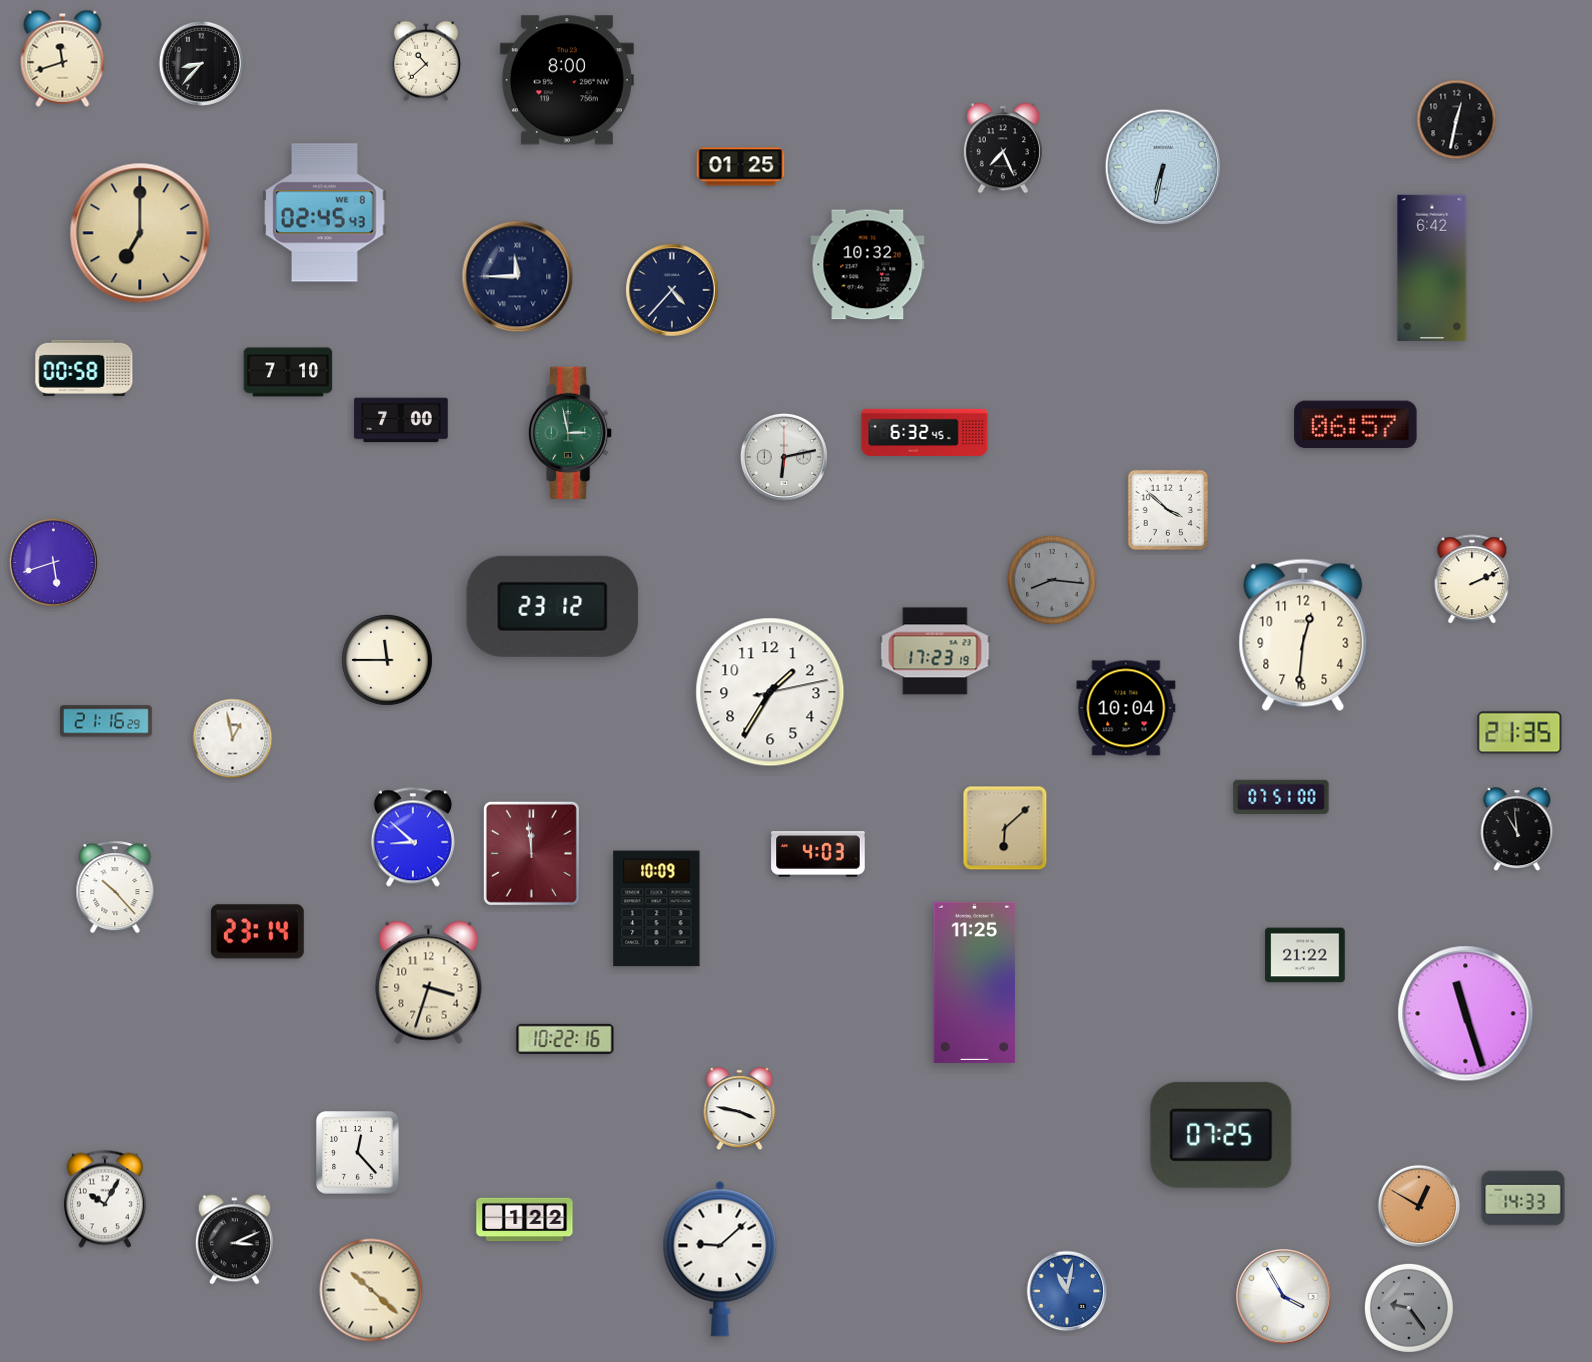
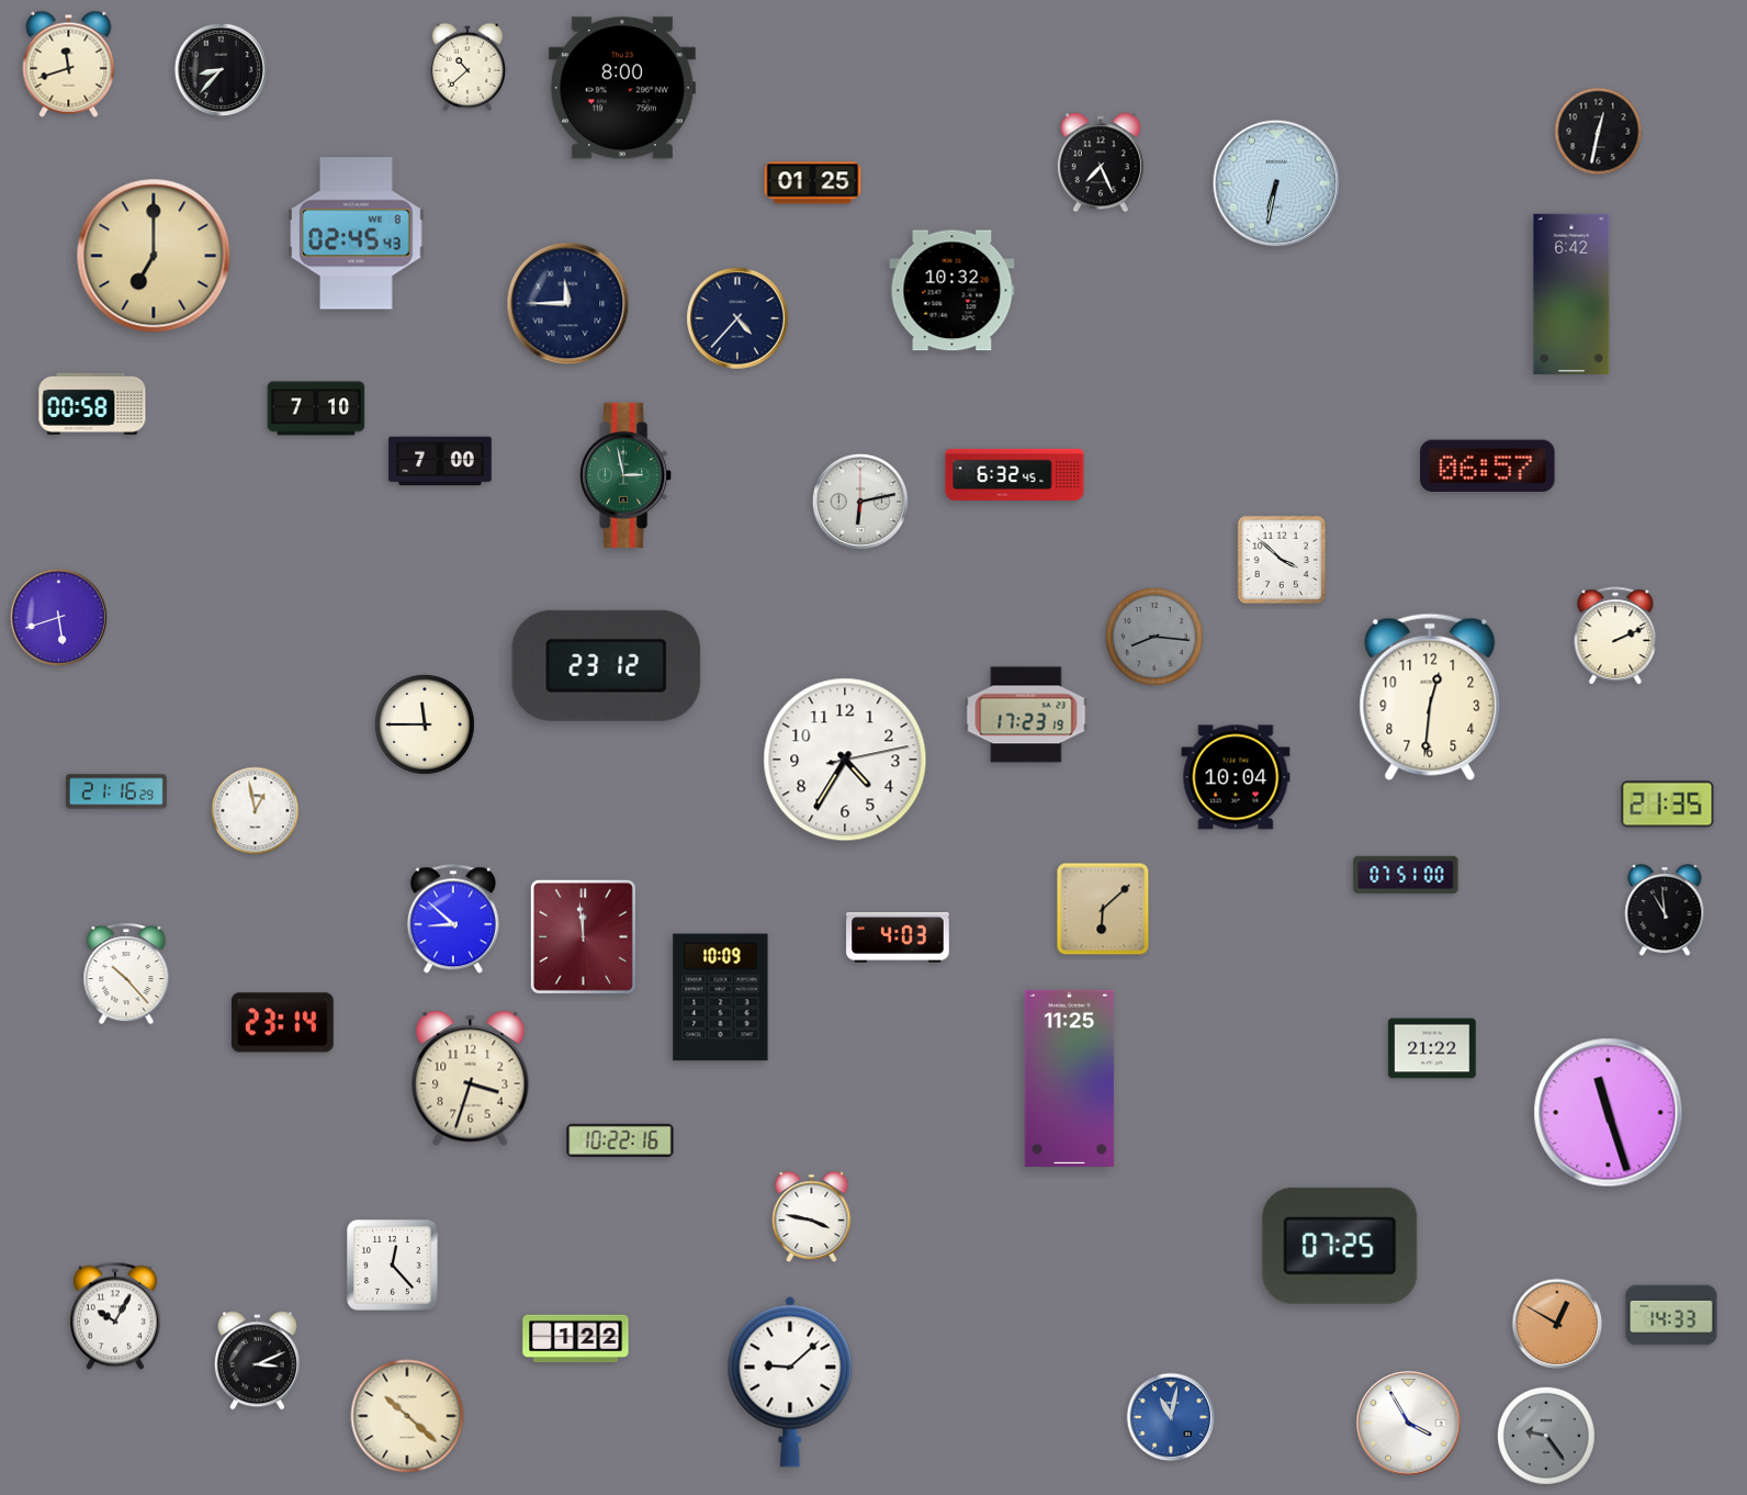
clock at (770, 692): 1:35 -> 4:35
